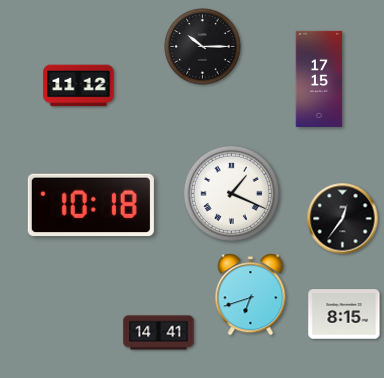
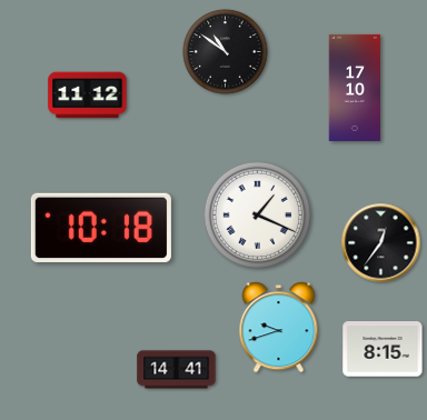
clock at (203, 47): 10:15 -> 10:51
clock at (319, 79): 17:15 -> 17:10
clock at (251, 295): 6:42 -> 9:42
